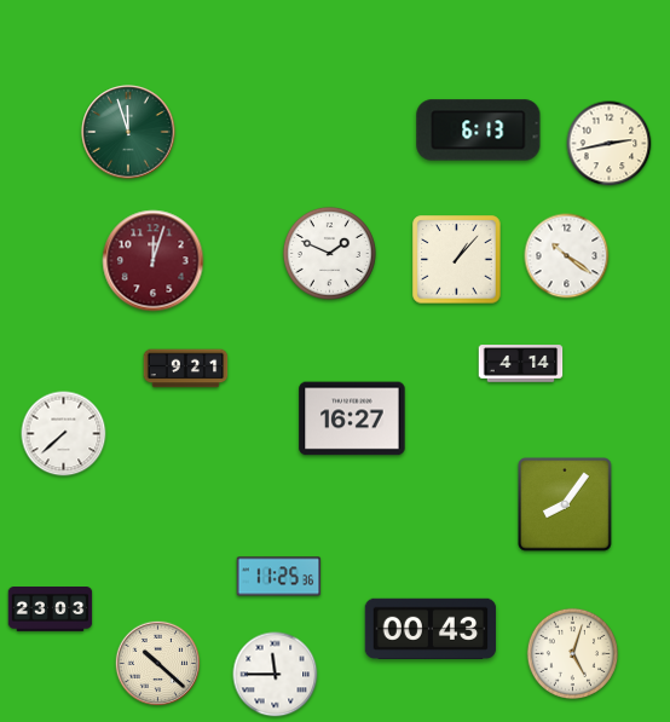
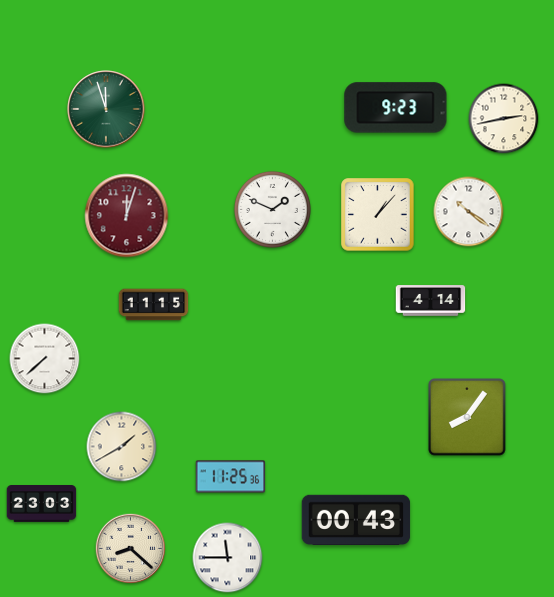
clock at (479, 131): 6:13 -> 9:23
clock at (186, 369): 9:21 -> 11:15
clock at (352, 418): 16:27 -> none
clock at (64, 434) position: (64, 434) -> (45, 359)
clock at (122, 447): none -> 1:40
clock at (572, 653): 5:03 -> none
clock at (157, 663): 10:22 -> 8:22
